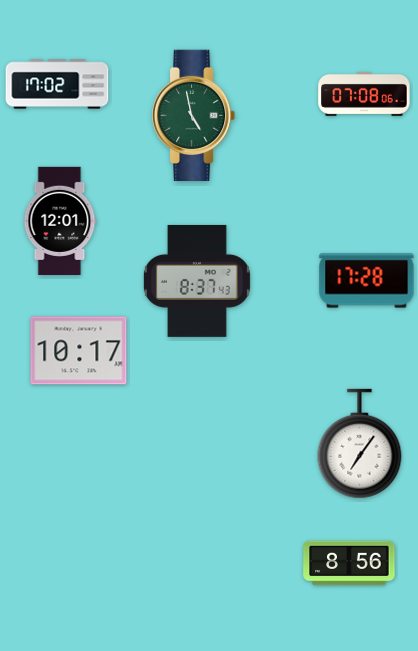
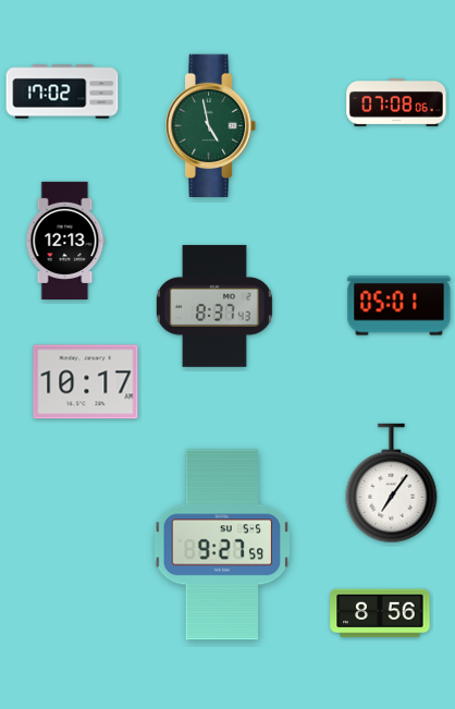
clock at (60, 221): 12:01 -> 12:13
clock at (367, 281): 17:28 -> 05:01
clock at (222, 545): none -> 9:27
